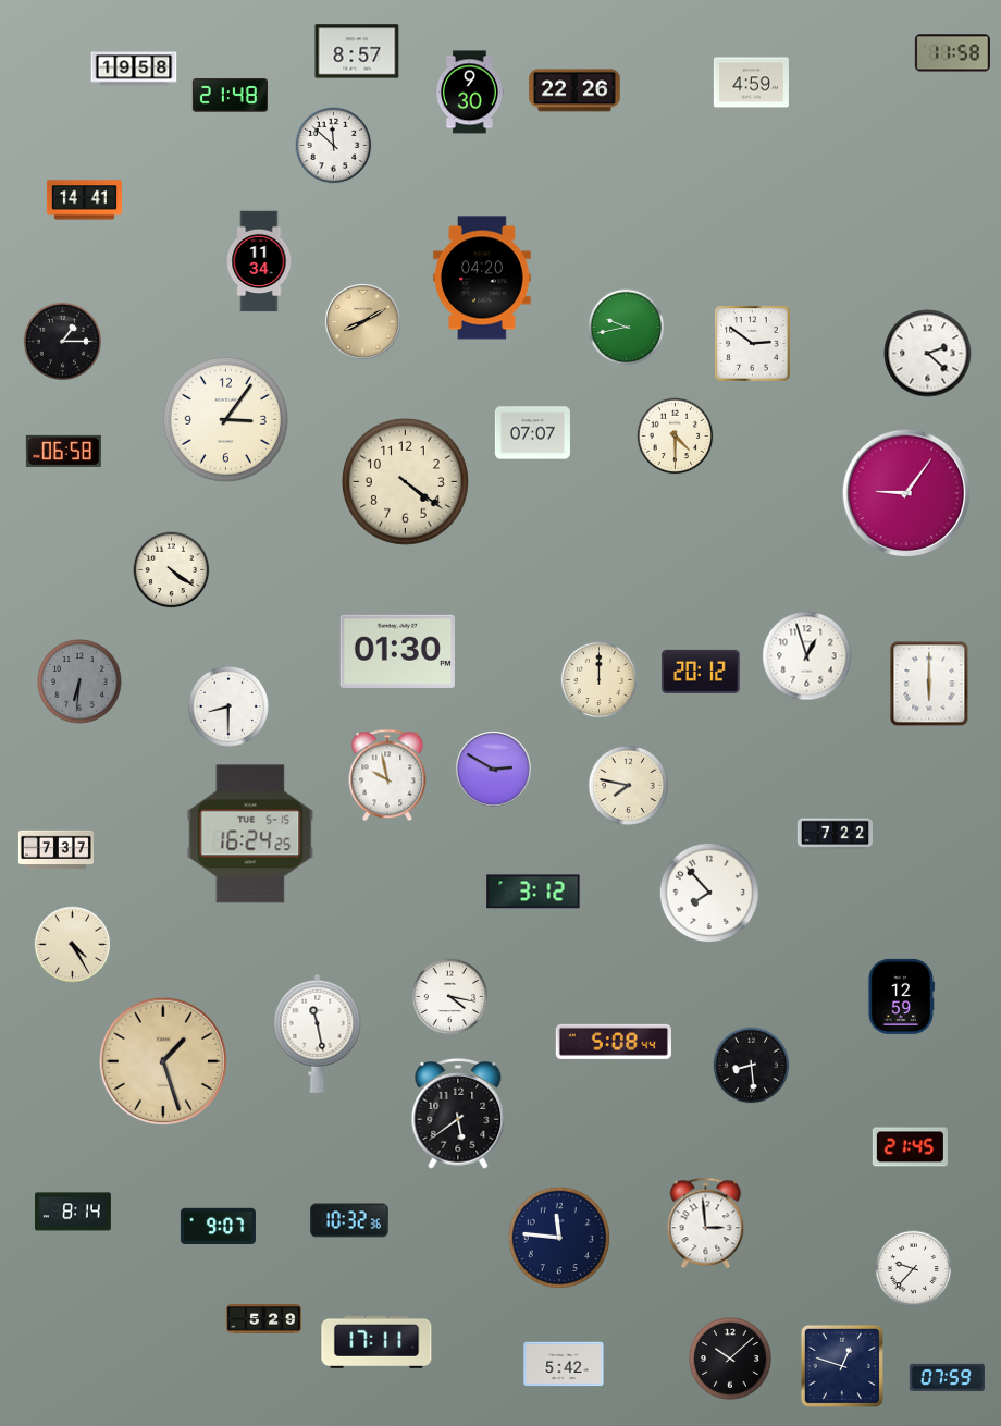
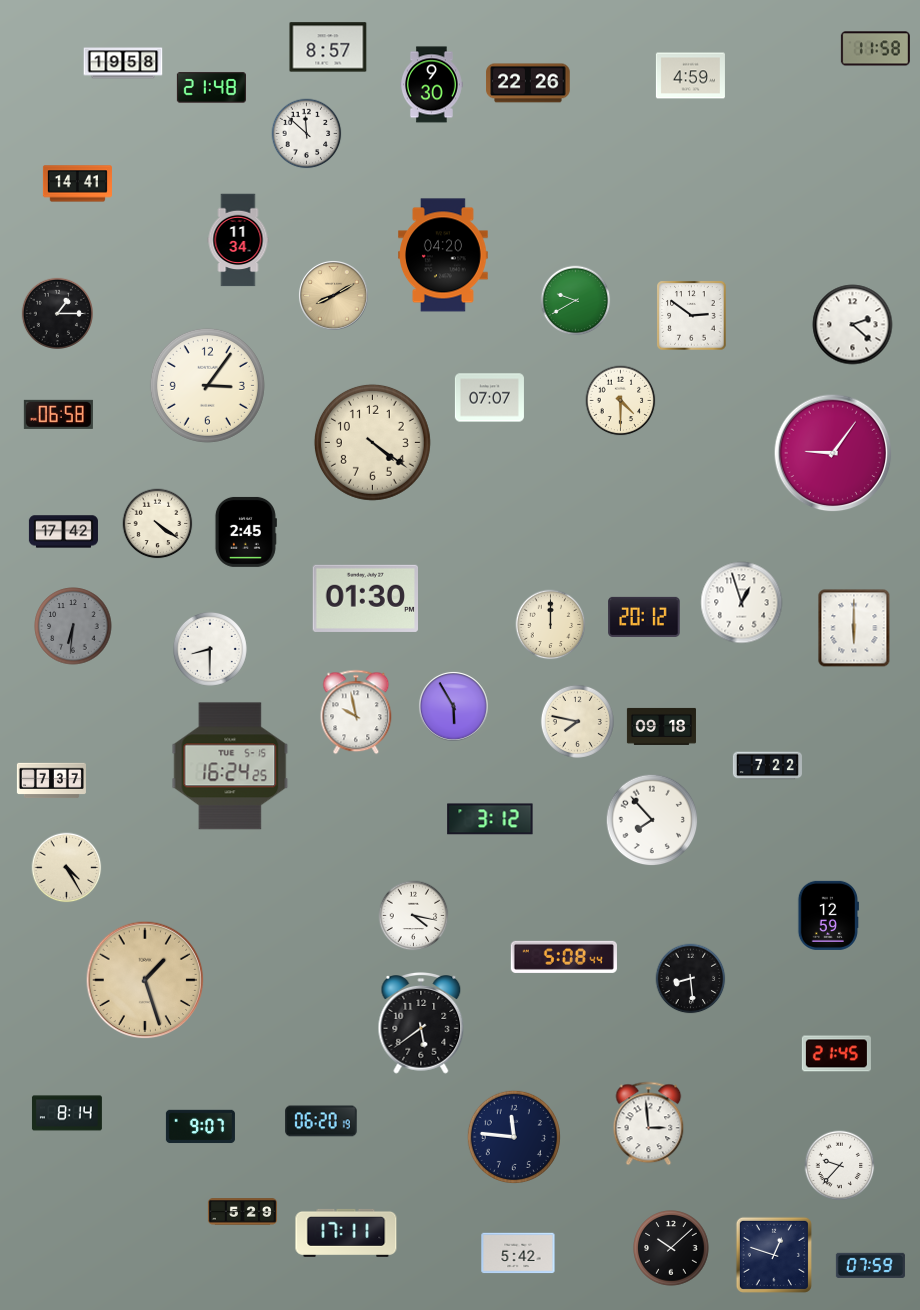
clock at (627, 328): 9:43 -> 9:40
clock at (63, 532): none -> 17:42
clock at (245, 532): none -> 2:45
clock at (493, 769): 2:50 -> 5:55
clock at (661, 726): none -> 09:18
clock at (318, 1033): 11:28 -> none
clock at (163, 1061) position: (163, 1061) -> (145, 980)
clock at (349, 1220): 10:32 -> 06:20
